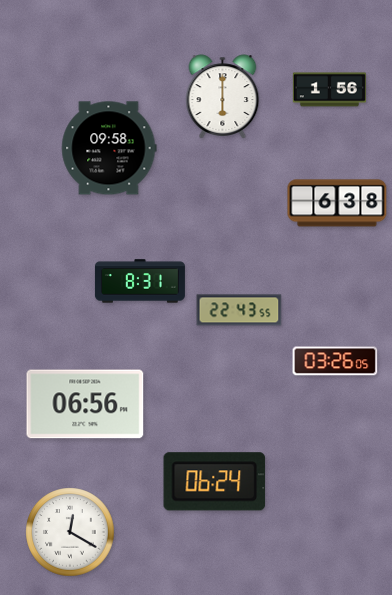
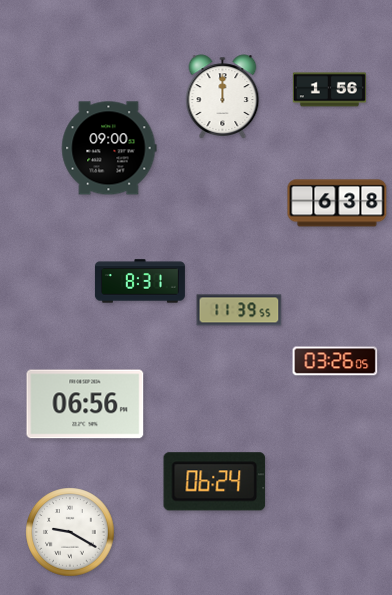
clock at (223, 97): 6:00 -> 12:00
clock at (109, 148): 09:58 -> 09:00
clock at (239, 310): 22:43 -> 11:39
clock at (70, 532): 12:20 -> 9:20
